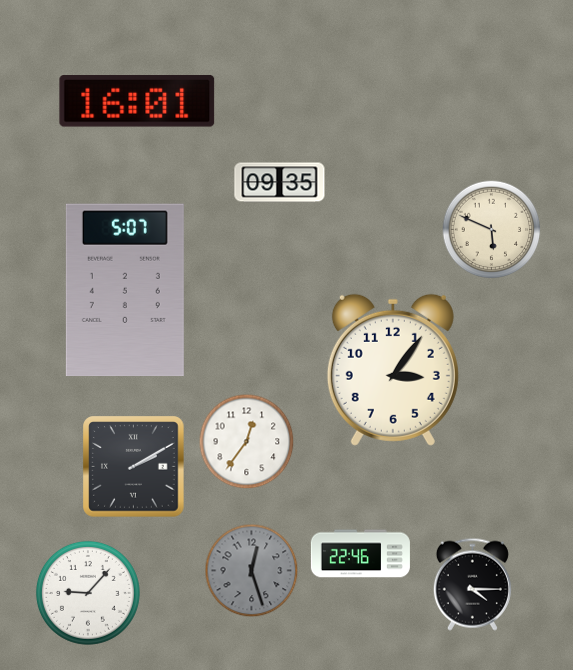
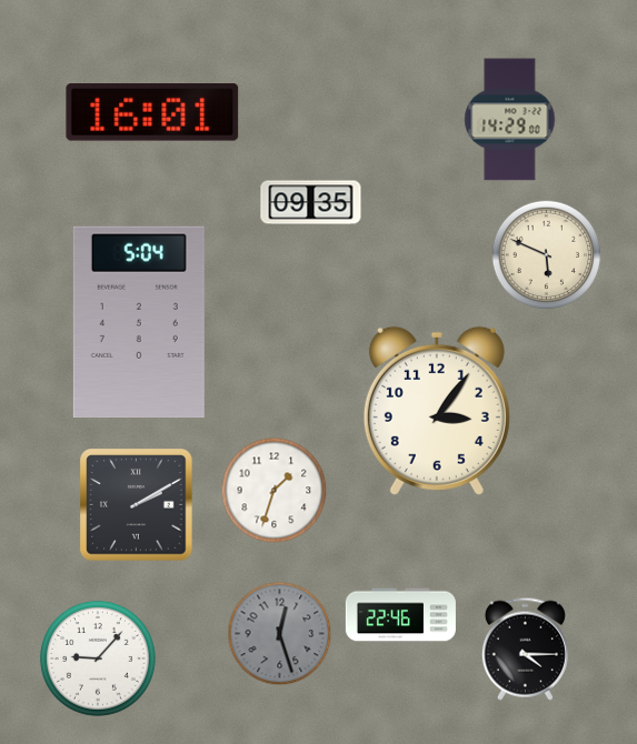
clock at (510, 120): none -> 14:29
clock at (125, 290): 5:07 -> 5:04
clock at (247, 442): 12:36 -> 1:33
clock at (134, 467) position: (134, 467) -> (137, 505)
